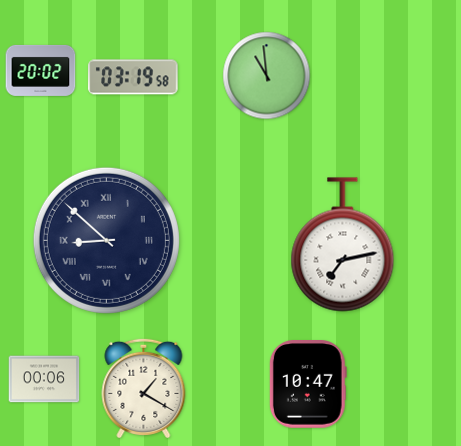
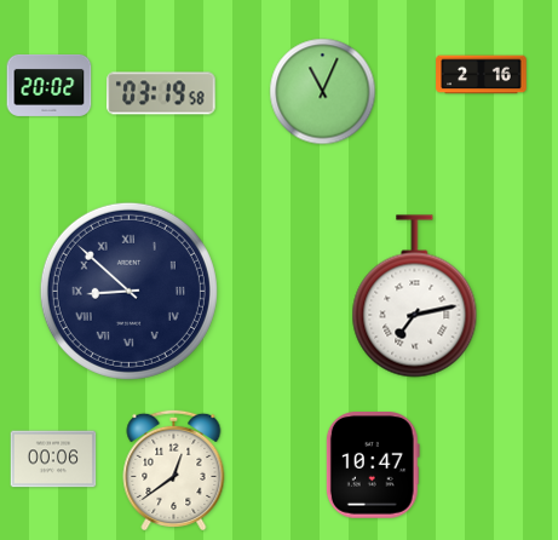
clock at (482, 75): none -> 2:16
clock at (267, 76): 10:59 -> 11:04
clock at (144, 388): 1:20 -> 12:39
